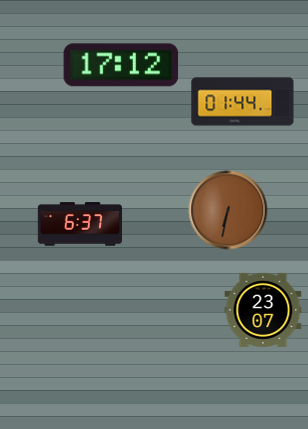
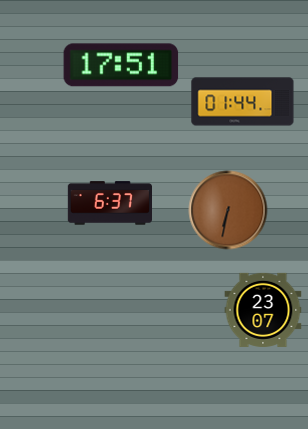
clock at (121, 65): 17:12 -> 17:51
clock at (79, 224) position: (79, 224) -> (109, 203)
